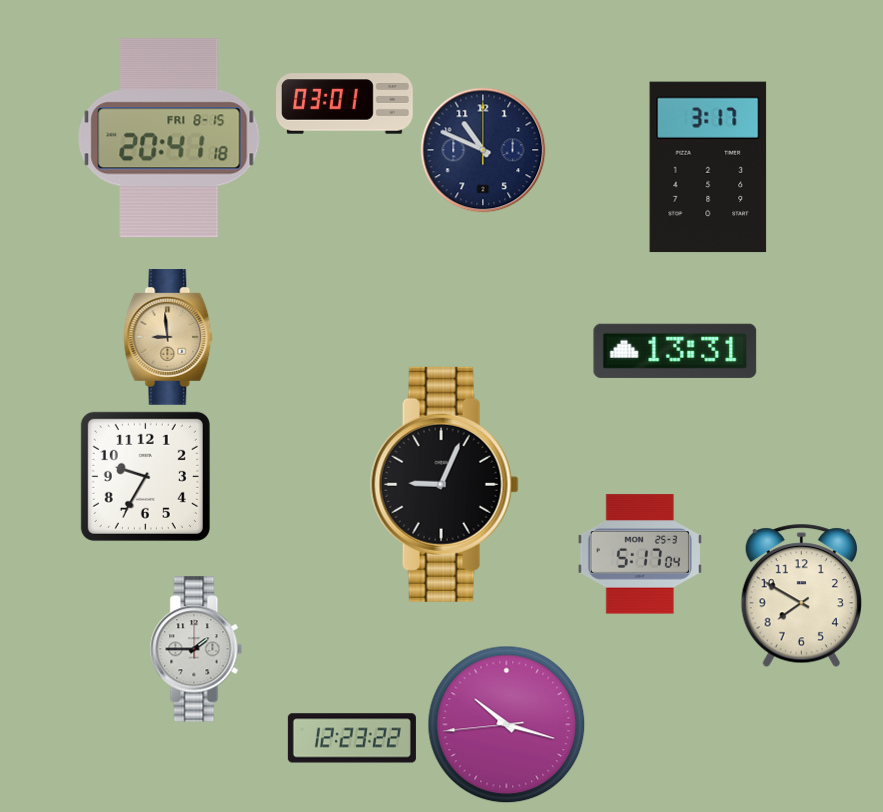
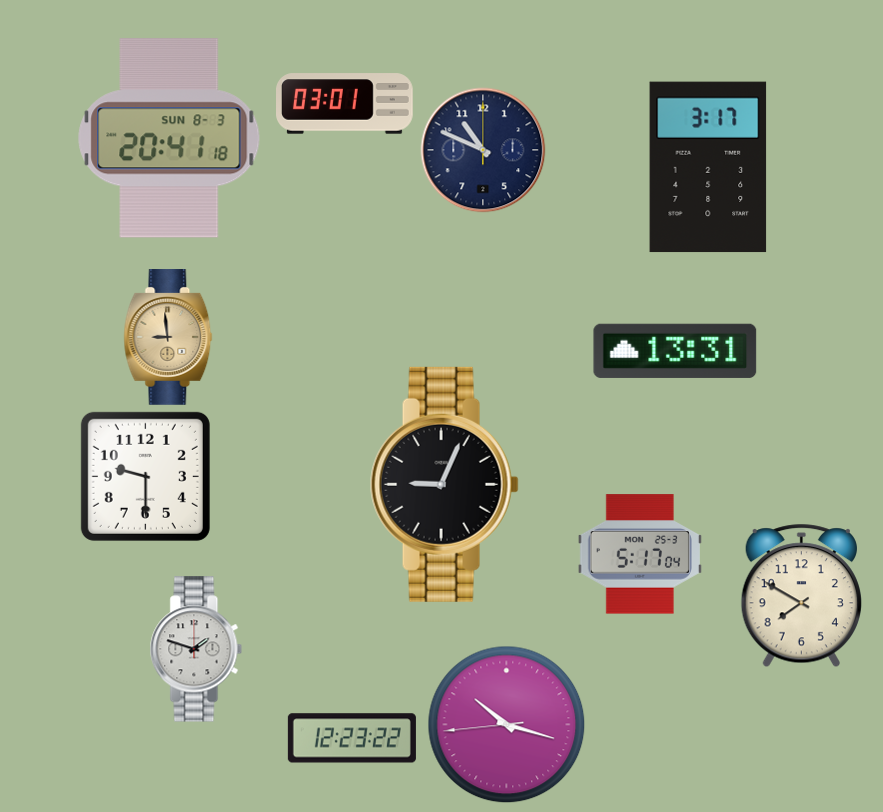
clock at (169, 138) date: FRI 8-15 -> SUN 8-3
clock at (145, 476): 9:35 -> 9:30
clock at (196, 649): 1:45 -> 1:48
